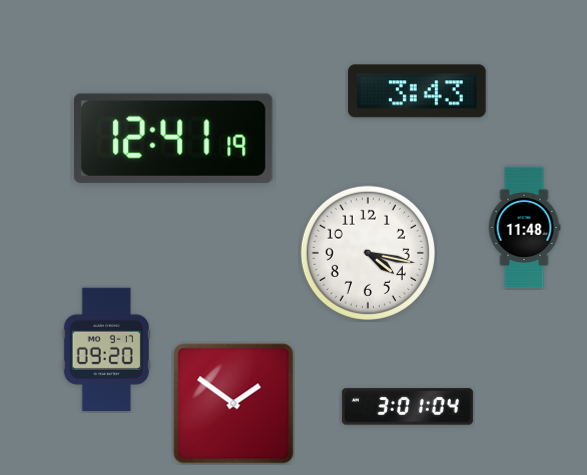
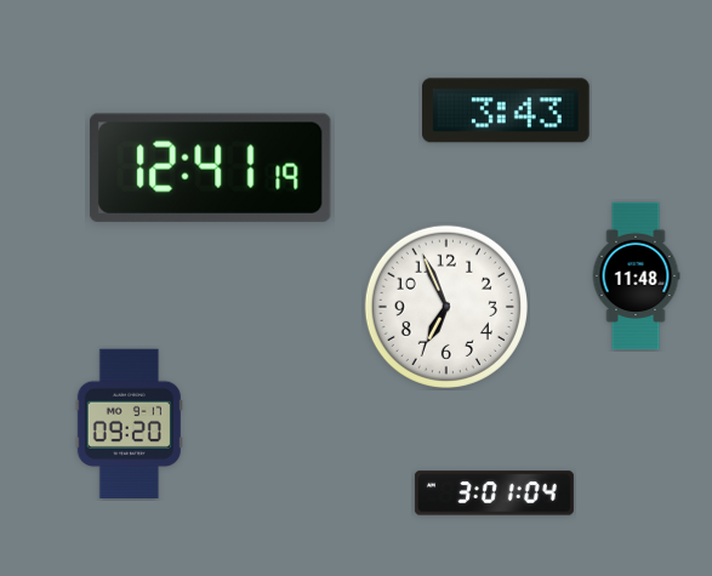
clock at (368, 253): 4:17 -> 6:56
clock at (234, 404): 1:51 -> none
